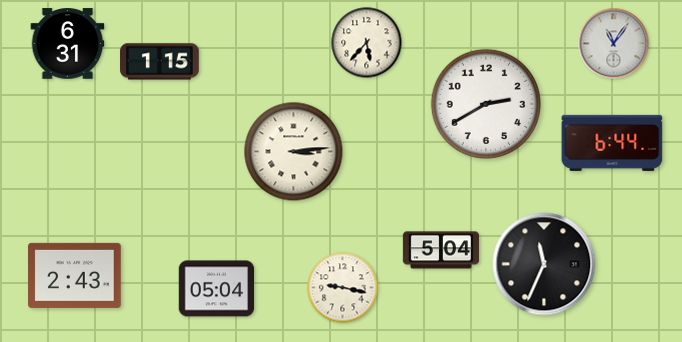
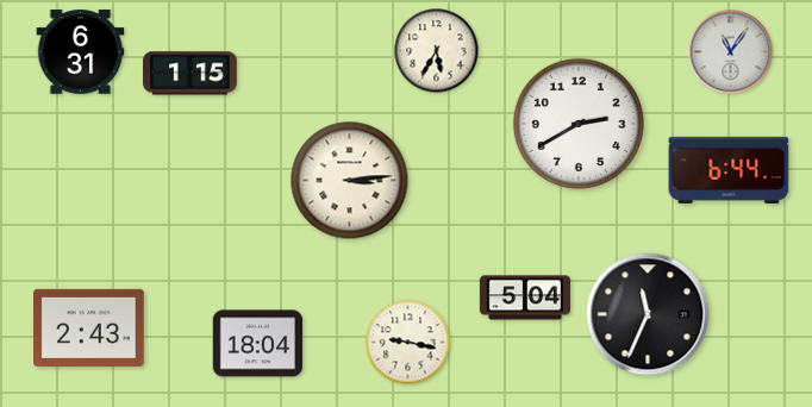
clock at (367, 43): 5:37 -> 5:35
clock at (217, 289): 05:04 -> 18:04
